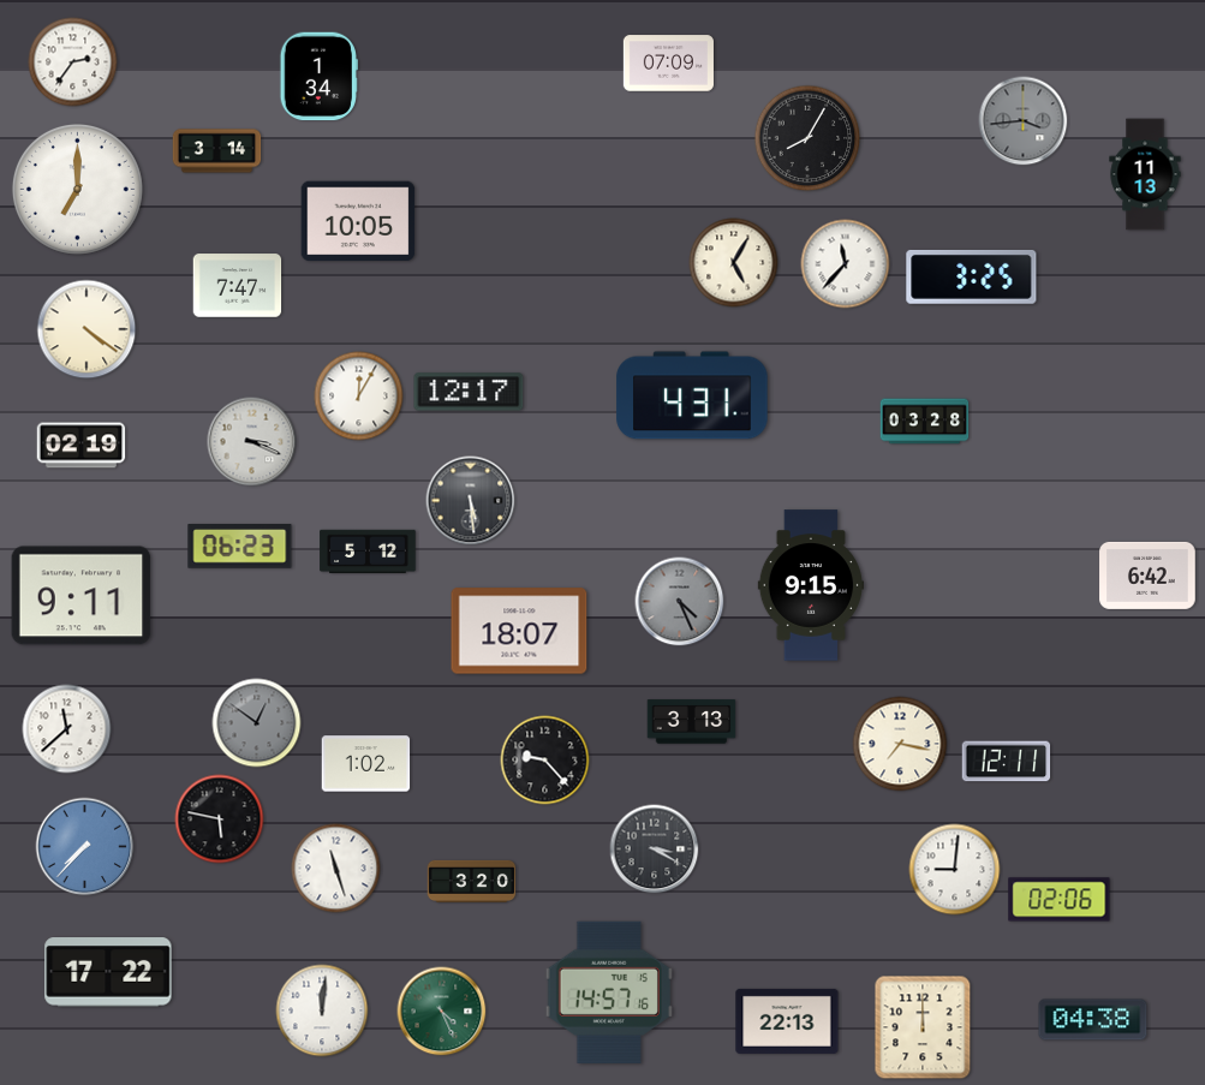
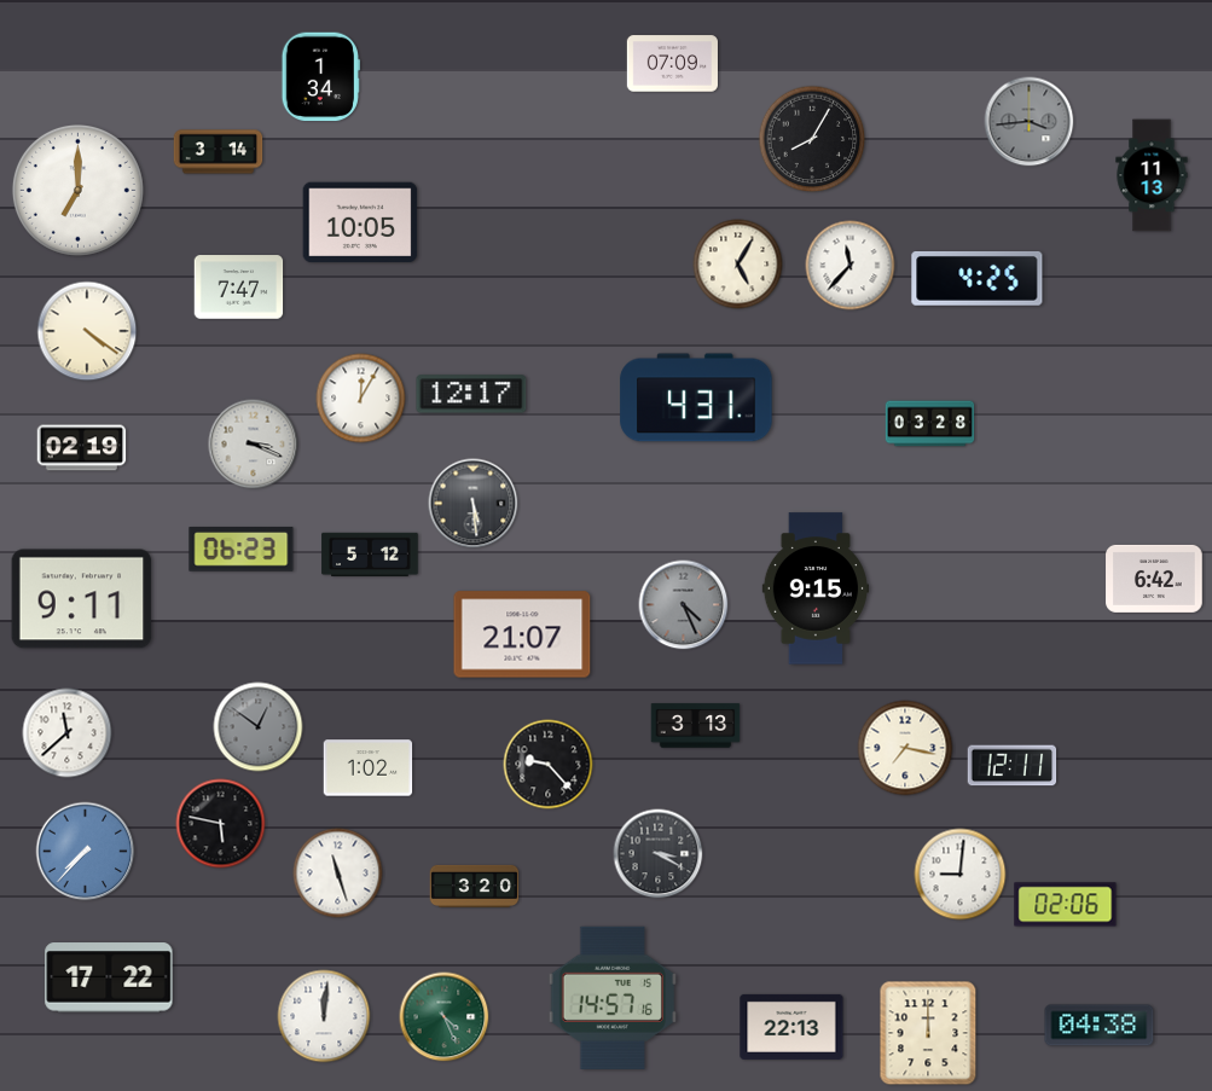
clock at (73, 62): 2:36 -> none
clock at (972, 276): 3:25 -> 4:25
clock at (519, 631): 18:07 -> 21:07
